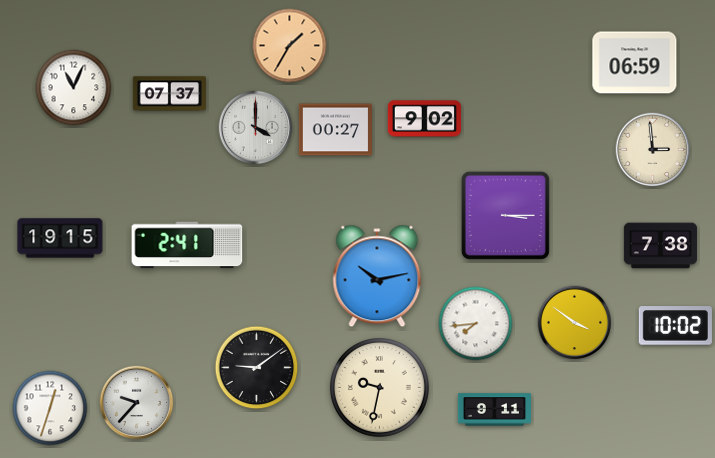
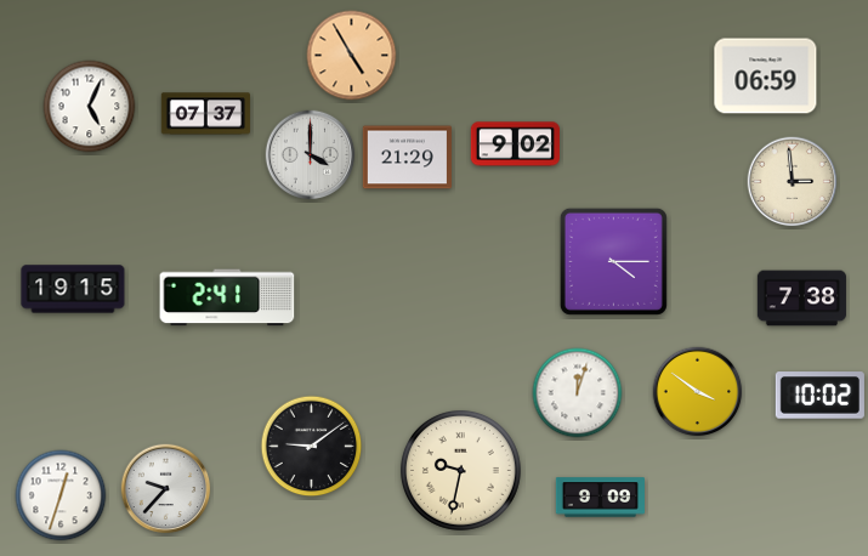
clock at (290, 46): 1:35 -> 4:55
clock at (635, 63) position: (635, 63) -> (766, 76)
clock at (74, 88): 11:04 -> 5:04
clock at (335, 130): 00:27 -> 21:29
clock at (505, 215): 3:15 -> 4:15
clock at (377, 276): 10:13 -> none
clock at (476, 324): 7:44 -> 12:03
clock at (494, 410): 9:11 -> 9:09
